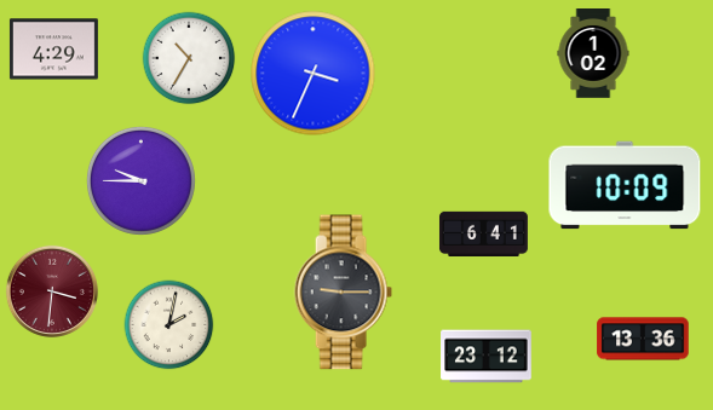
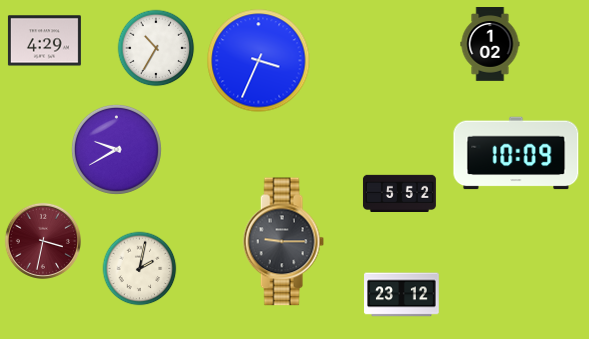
clock at (140, 180): 9:45 -> 9:40
clock at (483, 233): 6:41 -> 5:52
clock at (52, 291): 3:31 -> 3:32
clock at (643, 339): 13:36 -> none
